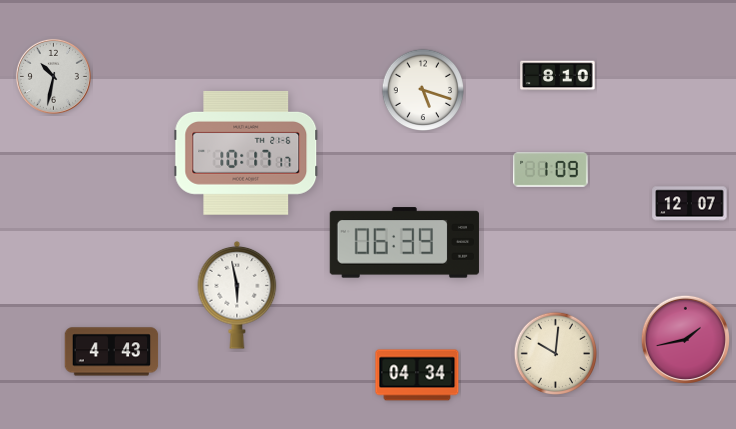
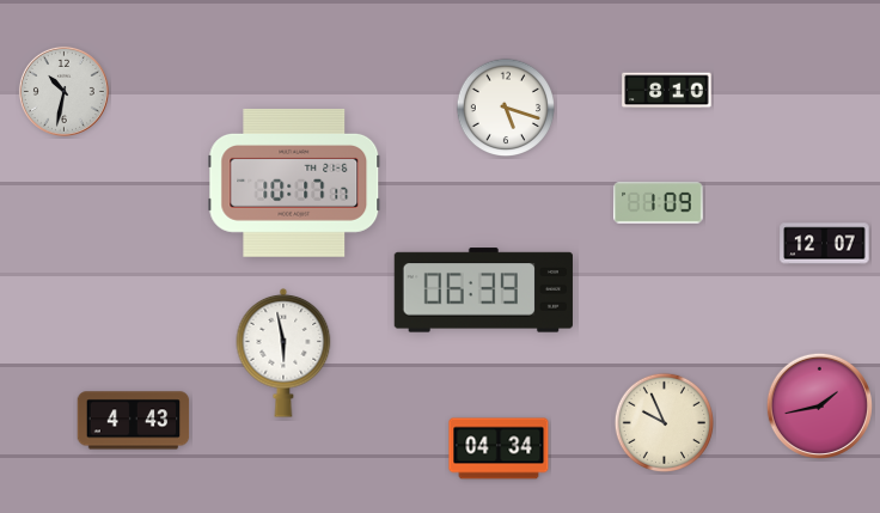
clock at (555, 353): 10:01 -> 9:56
